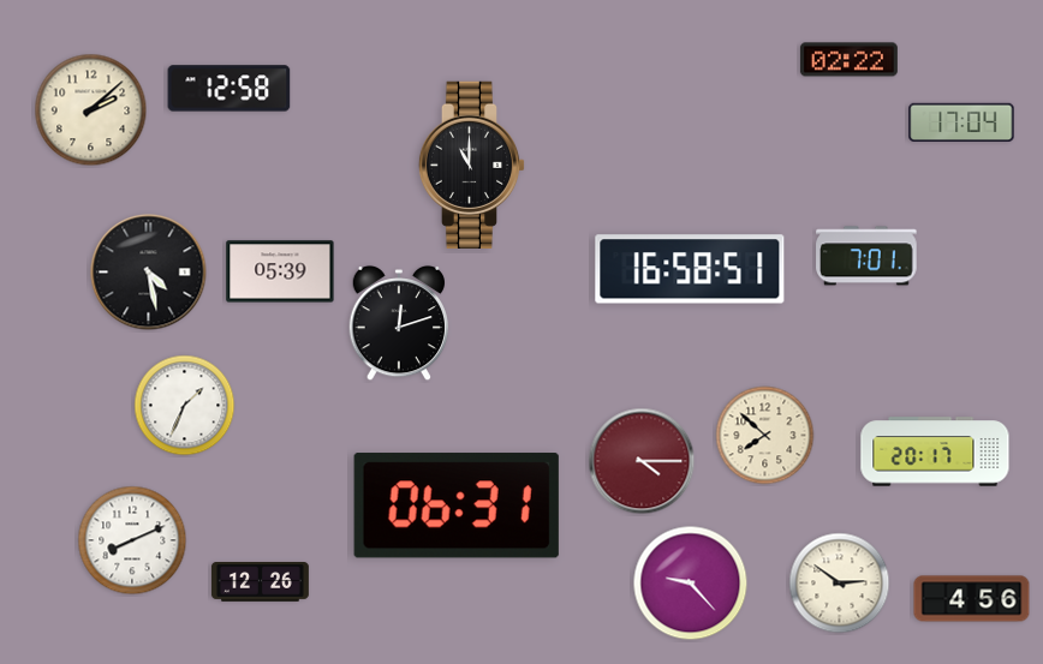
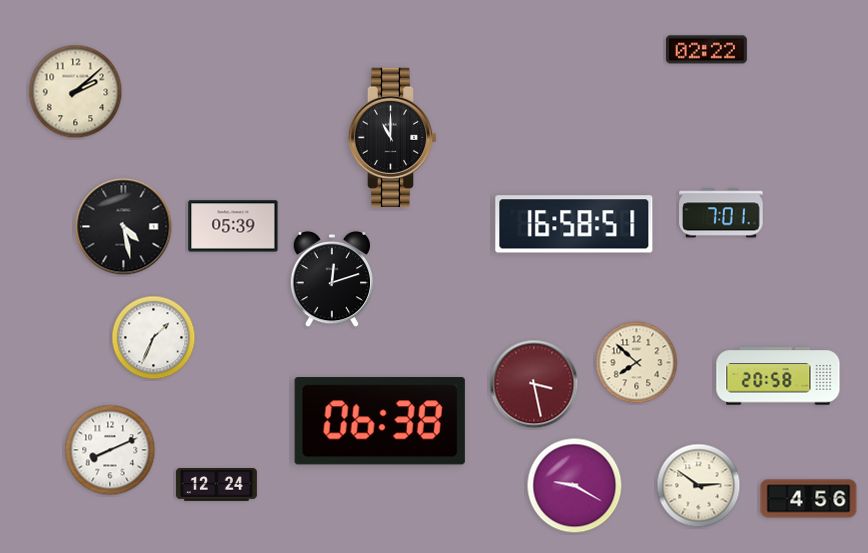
clock at (230, 89): 12:58 -> none
clock at (961, 122): 17:04 -> none
clock at (399, 323) position: (399, 323) -> (332, 279)
clock at (935, 451): 20:17 -> 20:58
clock at (642, 461): 4:15 -> 3:28
clock at (457, 506): 06:31 -> 06:38
clock at (260, 582): 12:26 -> 12:24
clock at (691, 584): 9:23 -> 9:20
